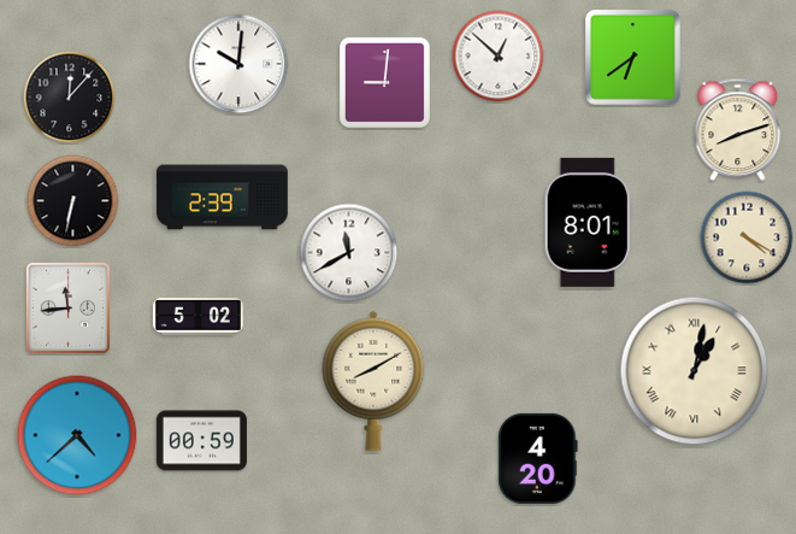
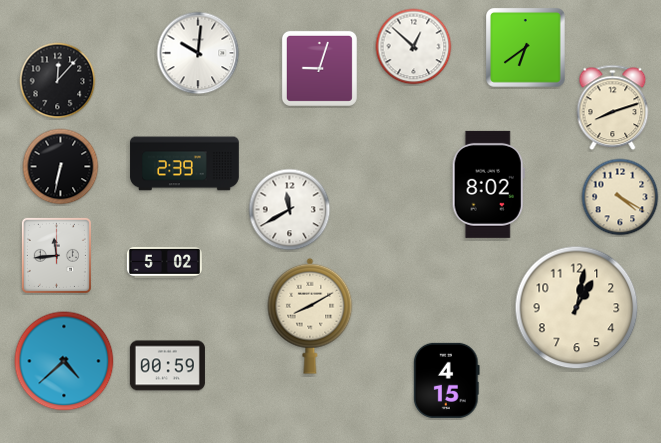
clock at (384, 82): 9:01 -> 9:03
clock at (588, 222): 8:01 -> 8:02
clock at (695, 371) numerals: Roman -> Arabic
clock at (538, 458): 4:20 -> 4:15
